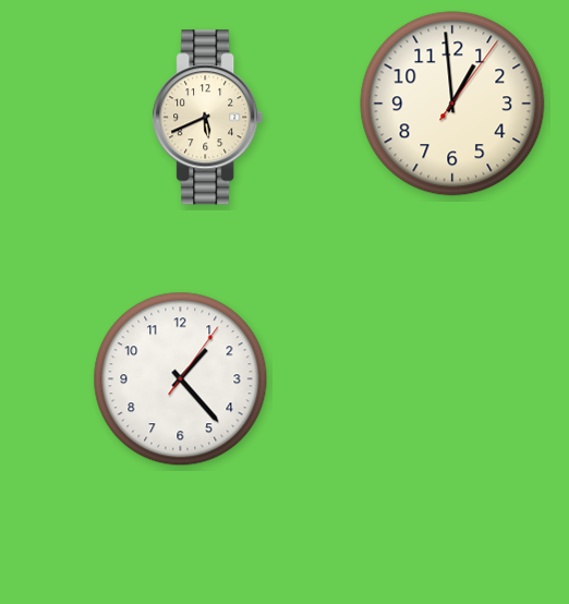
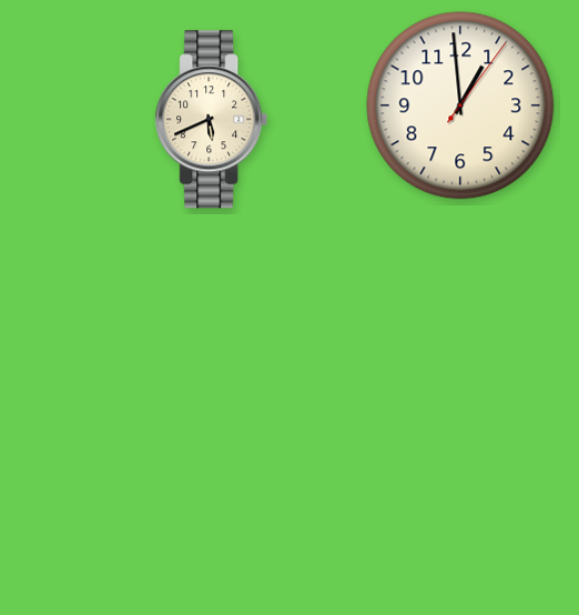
clock at (181, 379): 1:23 -> none
